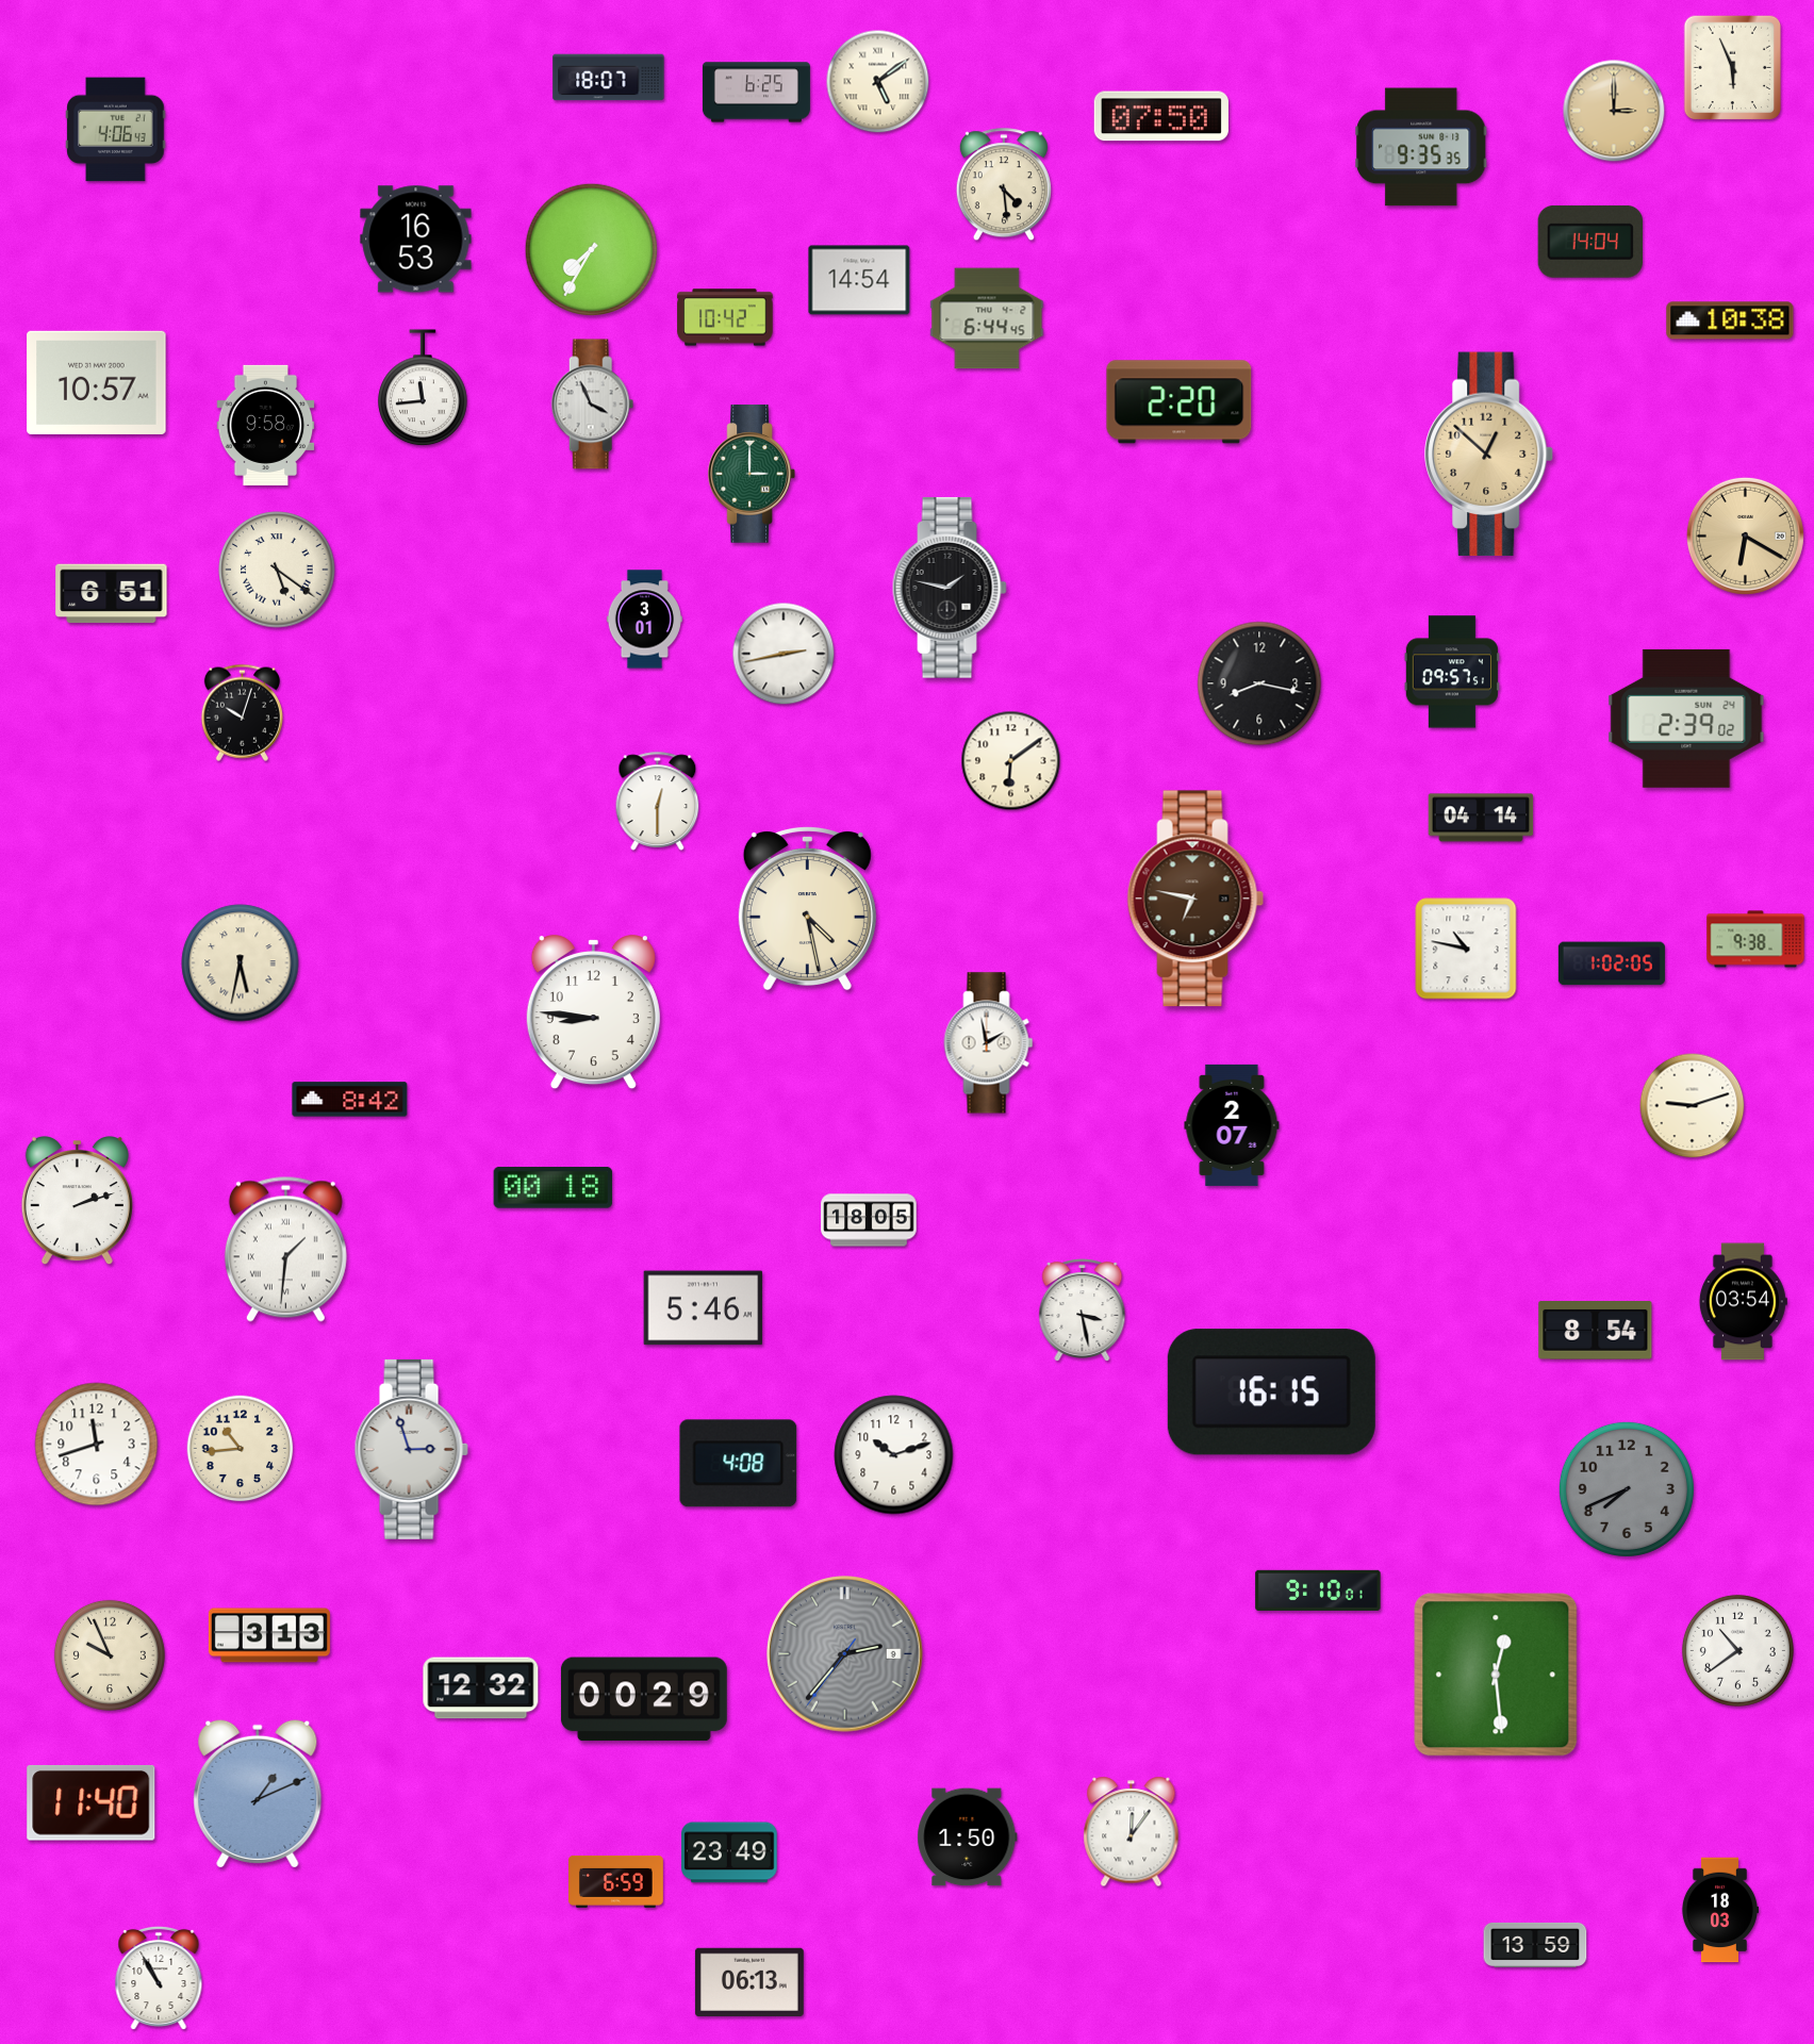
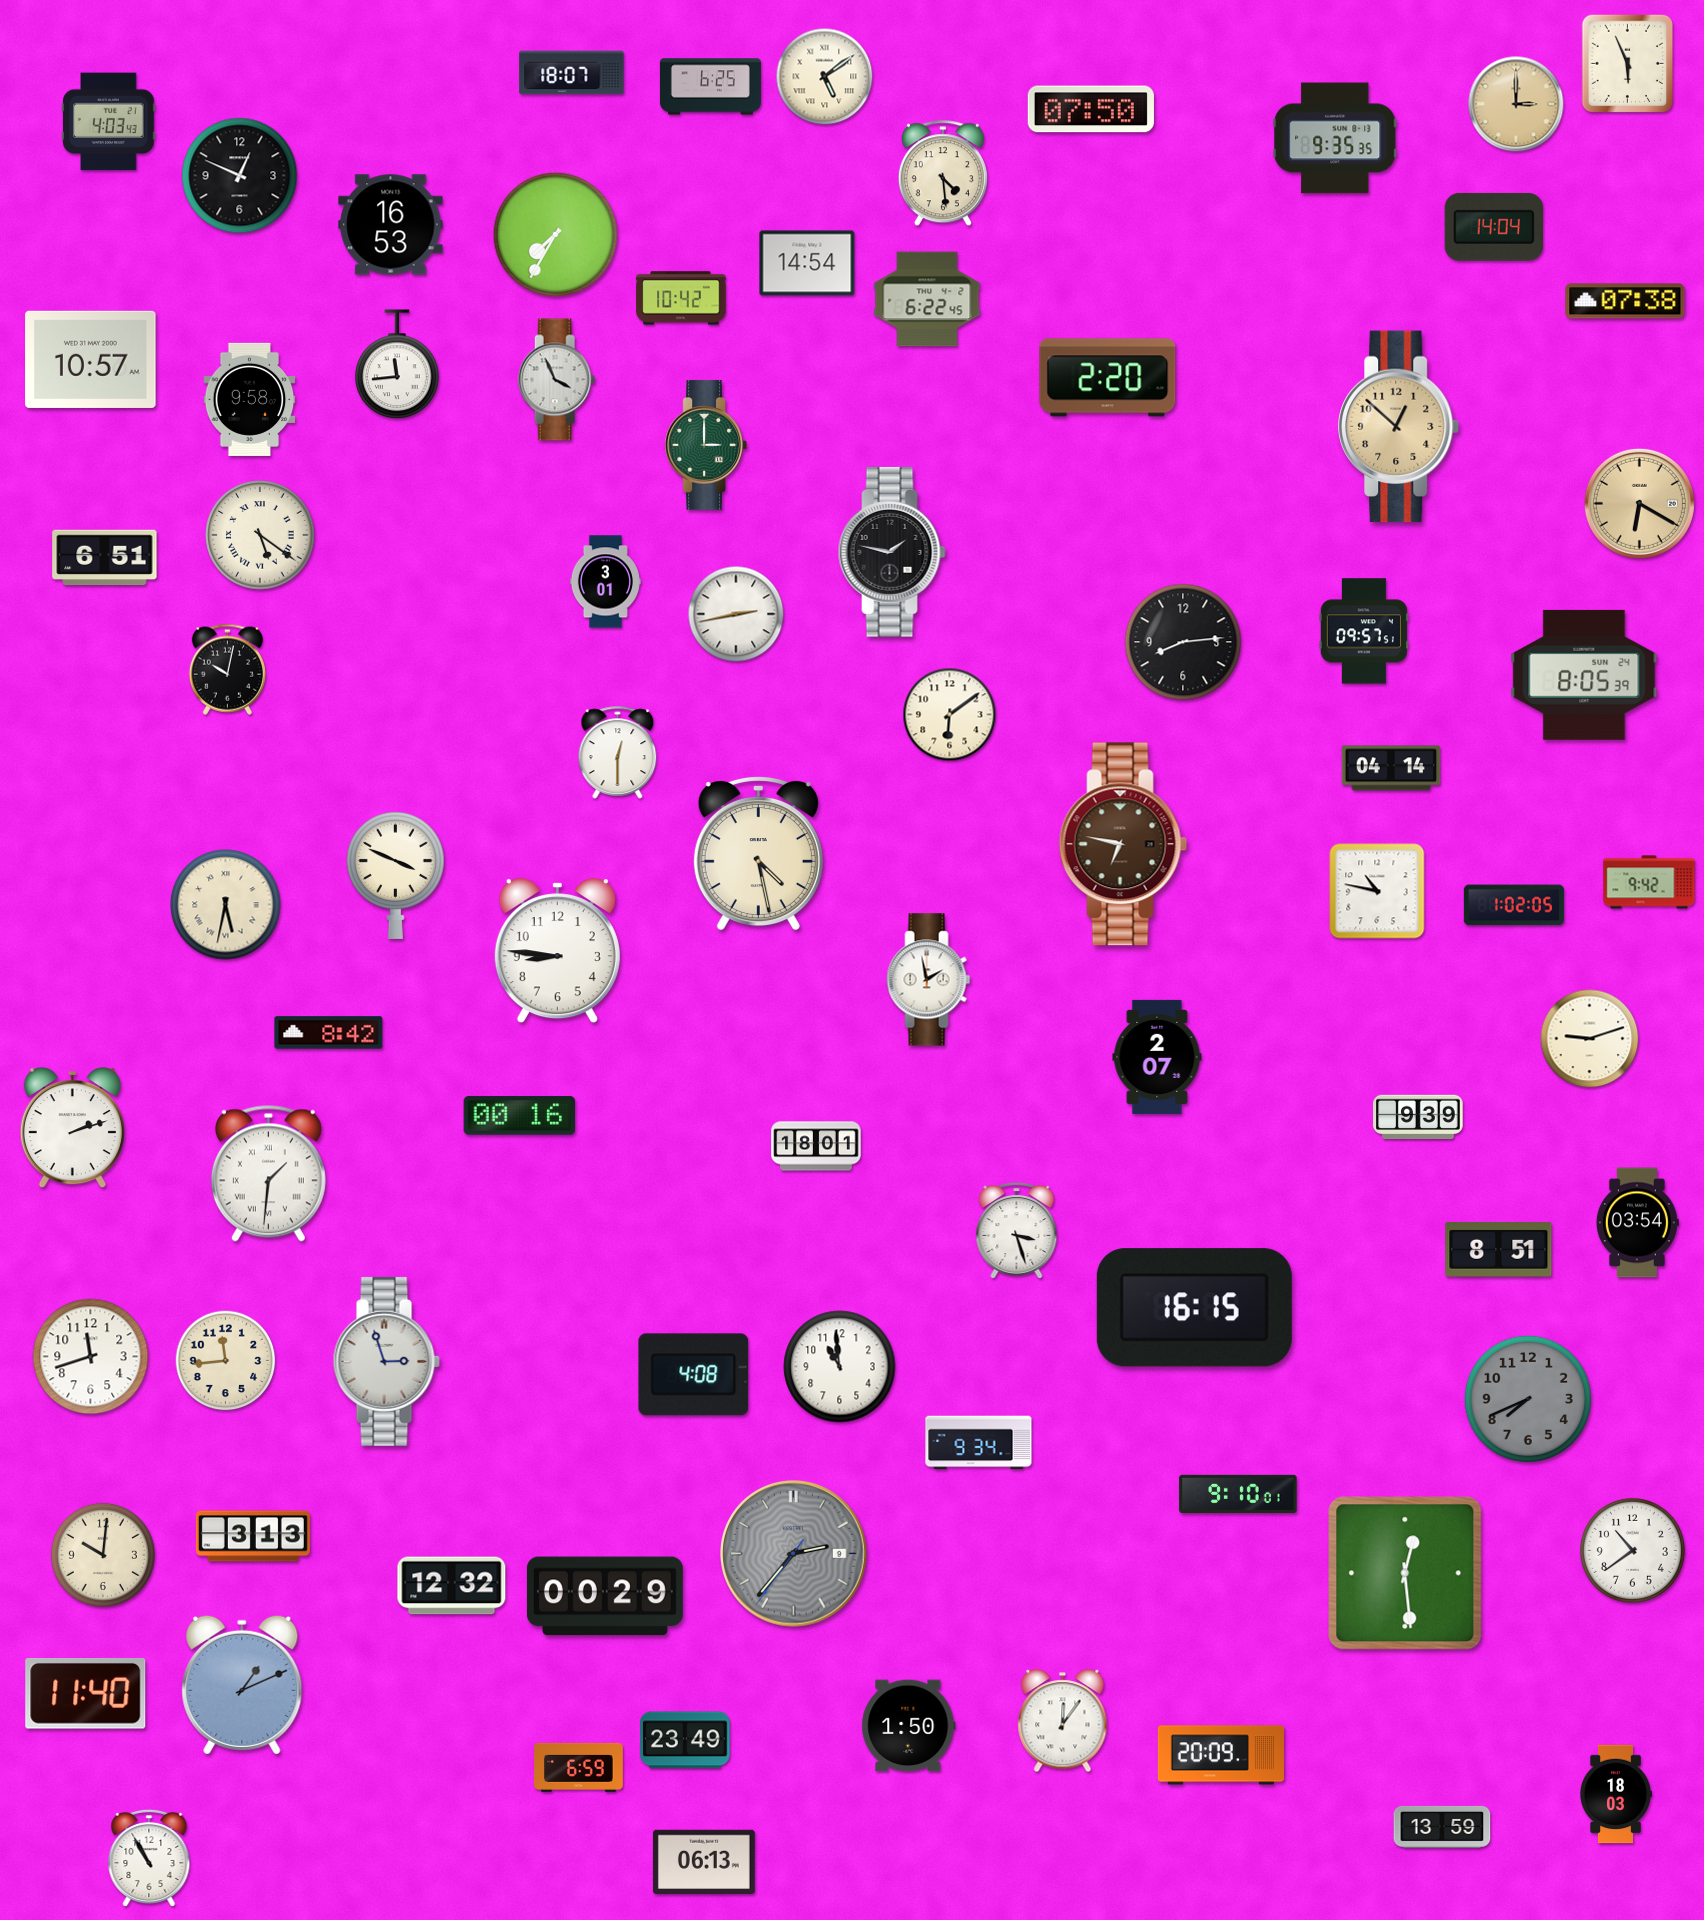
clock at (116, 130): 4:06 -> 4:03
clock at (240, 176): none -> 12:49
clock at (987, 318): 6:44 -> 6:22
clock at (1730, 320): 10:38 -> 07:38
clock at (1259, 683): 8:17 -> 8:14
clock at (242, 712): 10:03 -> 10:02
clock at (1686, 719): 2:39 -> 8:05
clock at (395, 875): none -> 3:49
clock at (1755, 939): 9:38 -> 9:42
clock at (554, 1188): 00:18 -> 00:16
clock at (1418, 1117): none -> 9:39
clock at (869, 1220): 18:05 -> 18:01
clock at (704, 1308): 5:46 -> none
clock at (1083, 1311): 3:28 -> 3:27
clock at (1596, 1331): 8:54 -> 8:51
clock at (241, 1449): 10:44 -> 11:44
clock at (894, 1455): 10:12 -> 10:59
clock at (979, 1443): none -> 9:34
clock at (110, 1655): 9:56 -> 10:01
clock at (1221, 1755): none -> 20:09
